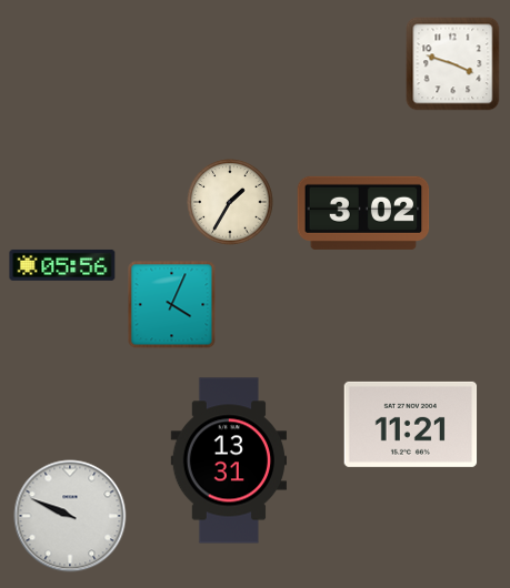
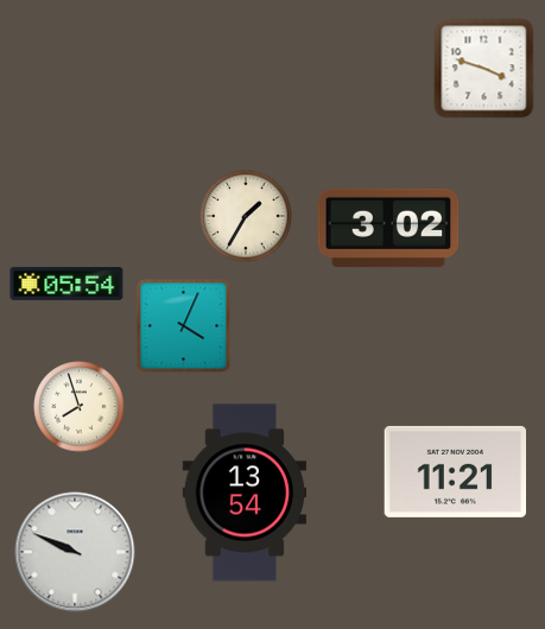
clock at (62, 265): 05:56 -> 05:54
clock at (80, 407): none -> 7:57
clock at (411, 424) position: (411, 424) -> (456, 471)
clock at (228, 460): 13:31 -> 13:54
